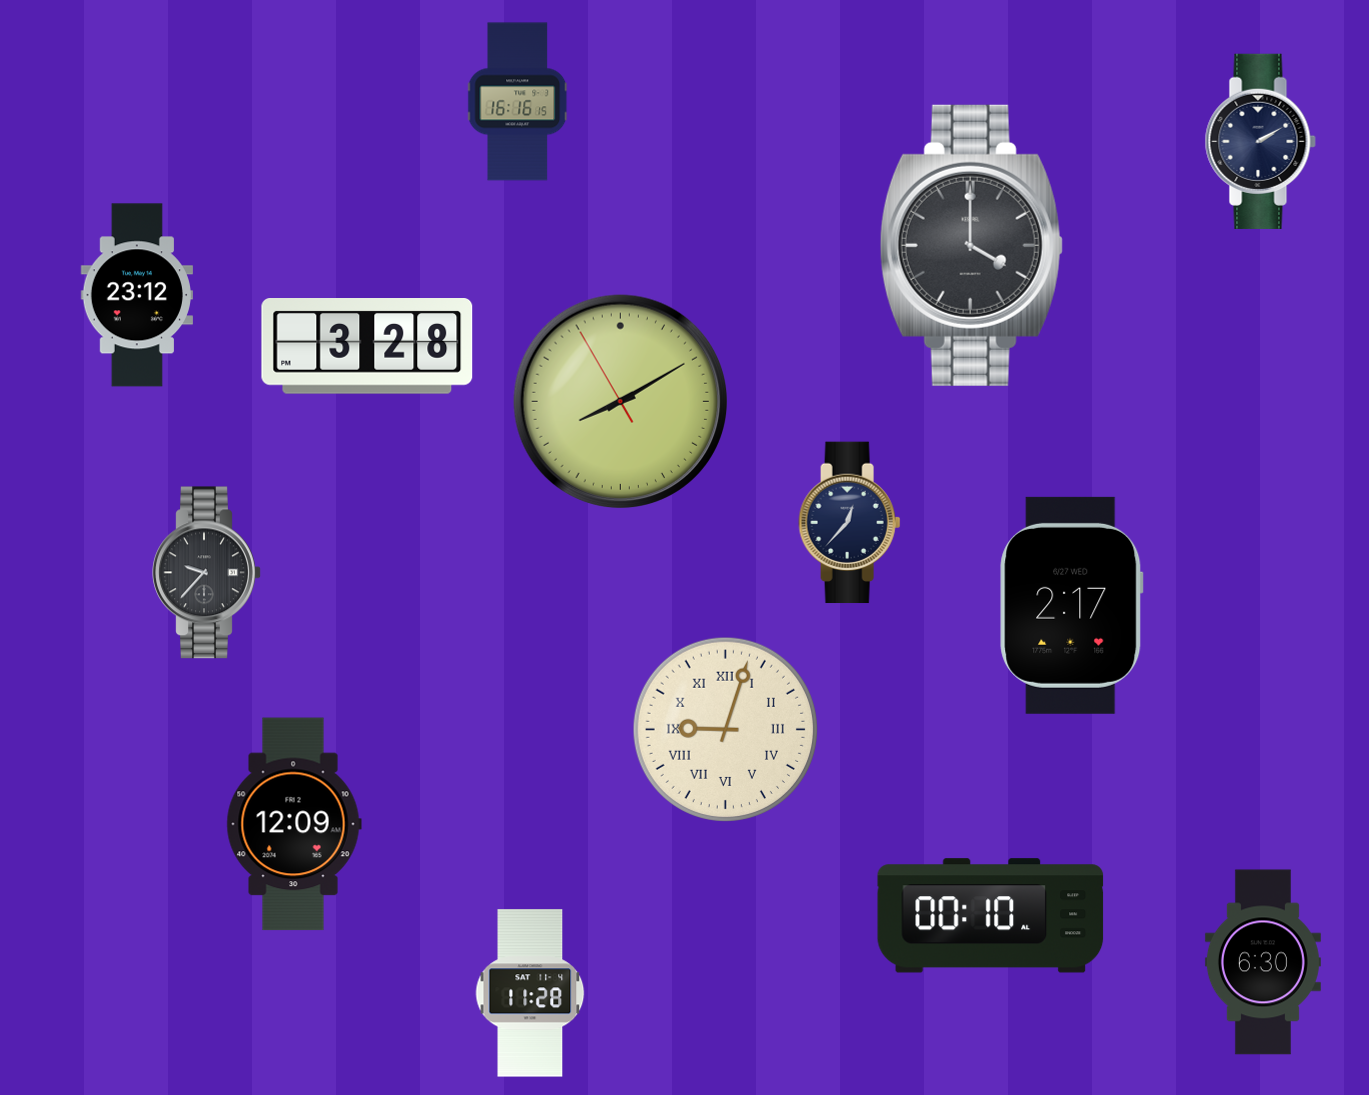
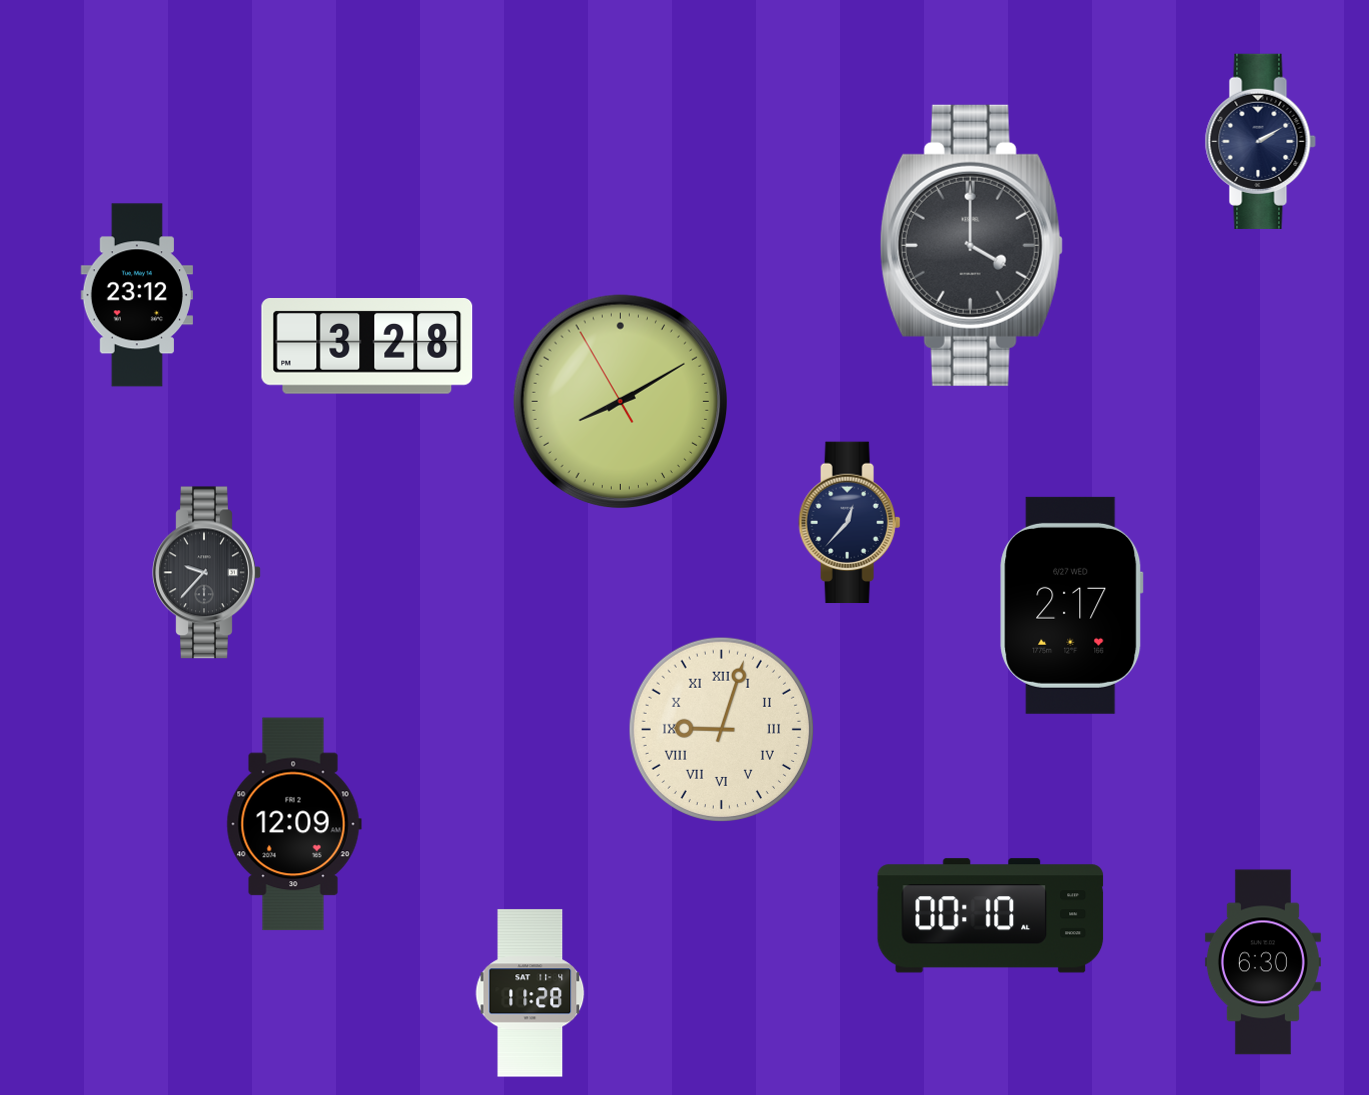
clock at (518, 102): 16:16 -> none
clock at (725, 729) position: (725, 729) -> (721, 729)
